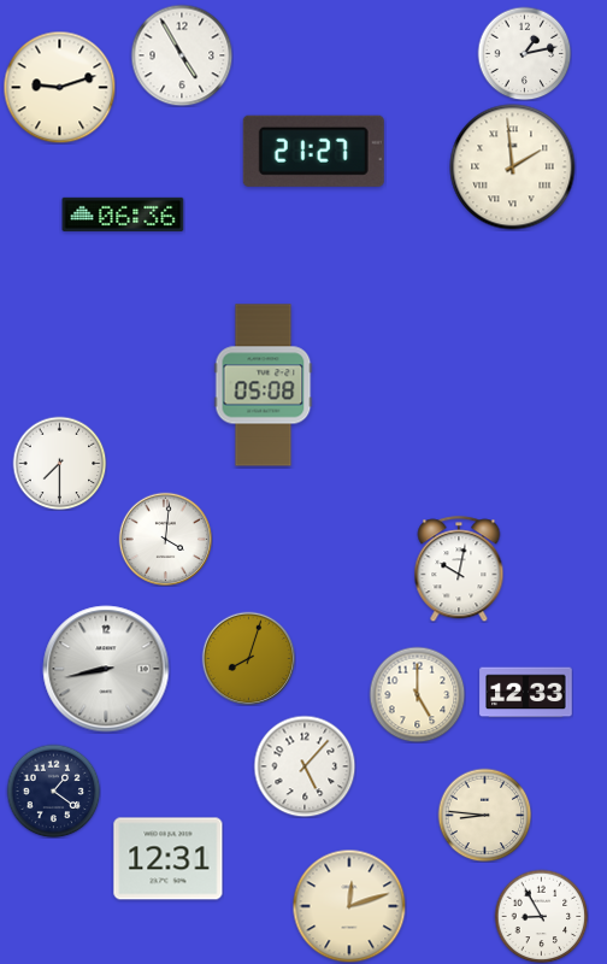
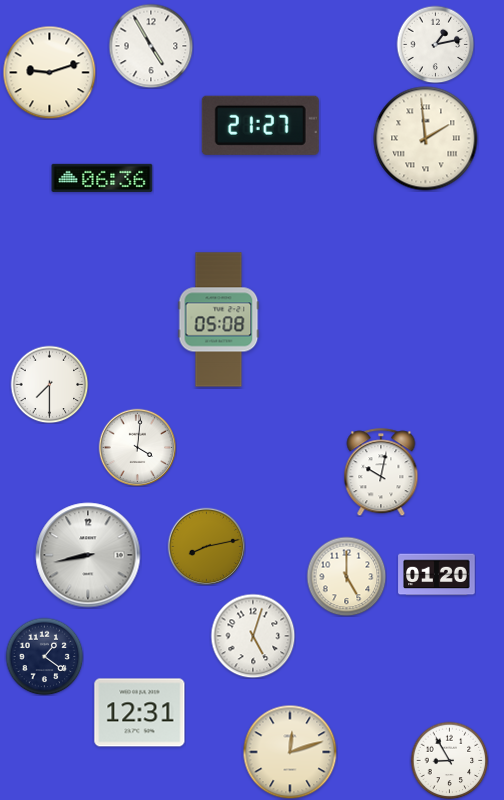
clock at (248, 658): 8:03 -> 8:13
clock at (526, 693): 12:33 -> 01:20
clock at (305, 766): 5:07 -> 5:03
clock at (484, 815): 8:46 -> none
